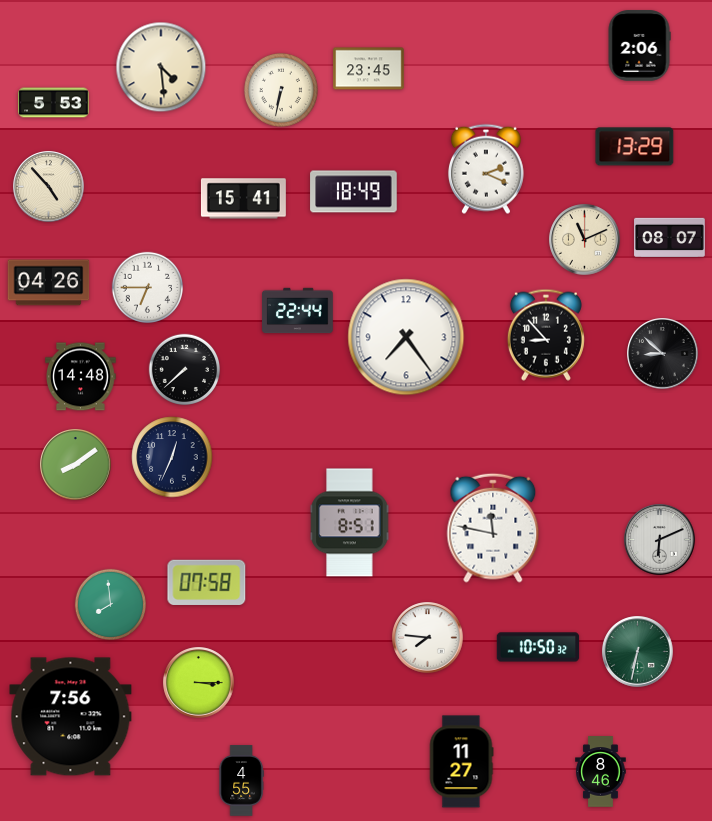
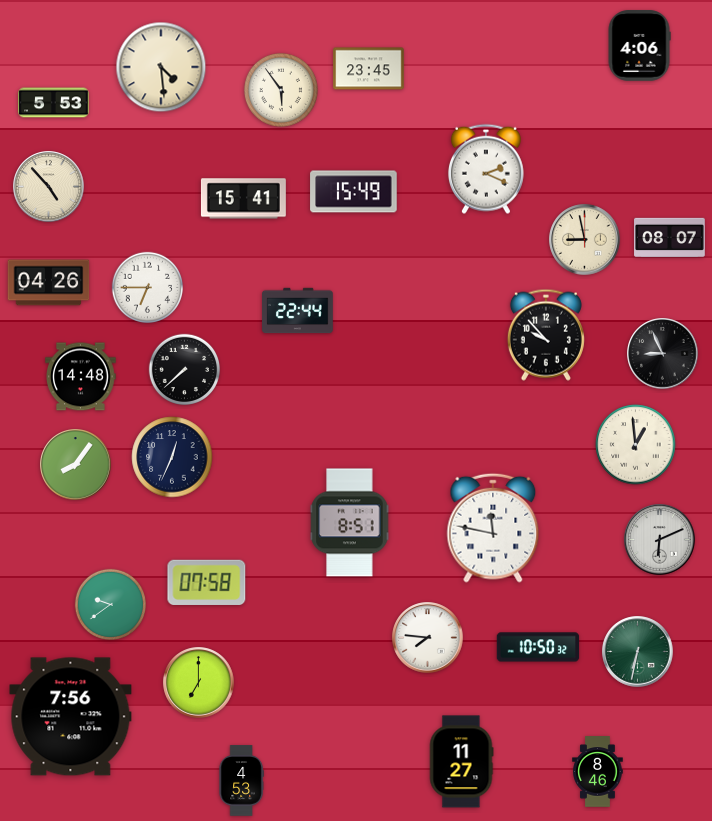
clock at (639, 46): 2:06 -> 4:06
clock at (281, 90): 6:32 -> 5:54
clock at (635, 147): 13:29 -> none
clock at (354, 192): 18:49 -> 15:49
clock at (585, 240): 11:11 -> 8:58
clock at (546, 335): 8:53 -> 9:53
clock at (406, 337): 7:24 -> none
clock at (663, 354): 8:52 -> 8:56
clock at (636, 445): none -> 12:59
clock at (76, 465): 8:09 -> 8:06
clock at (110, 604): 7:59 -> 9:39
clock at (199, 683): 3:15 -> 7:00
clock at (601, 772) position: (601, 772) -> (598, 772)
clock at (241, 781): 4:55 -> 4:53
